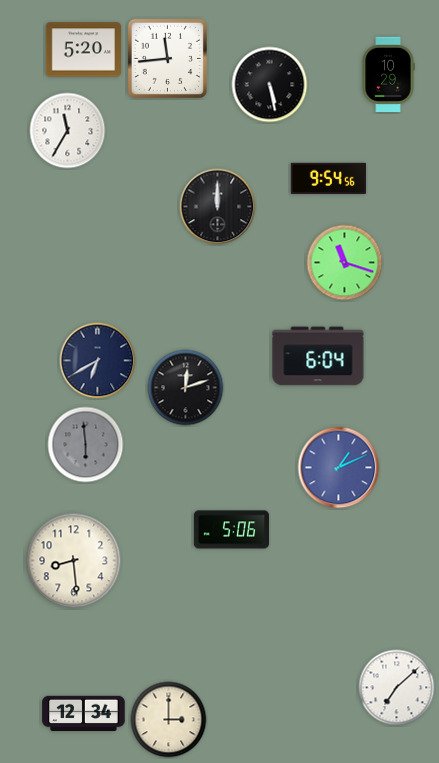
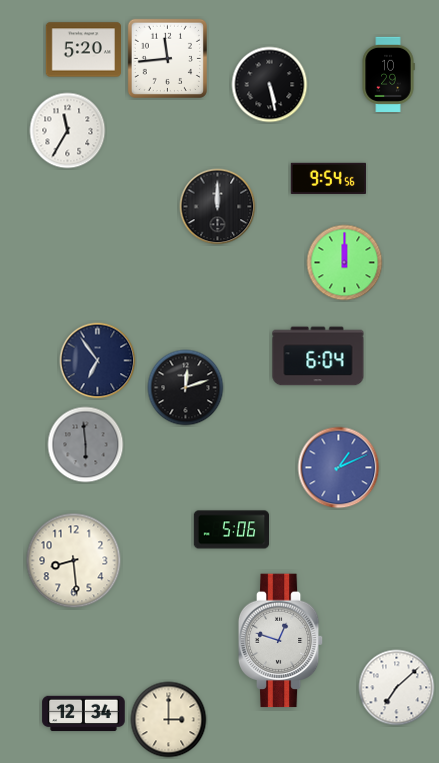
clock at (345, 263): 11:18 -> 12:00
clock at (98, 361): 6:40 -> 6:54
clock at (281, 641): none -> 12:48
